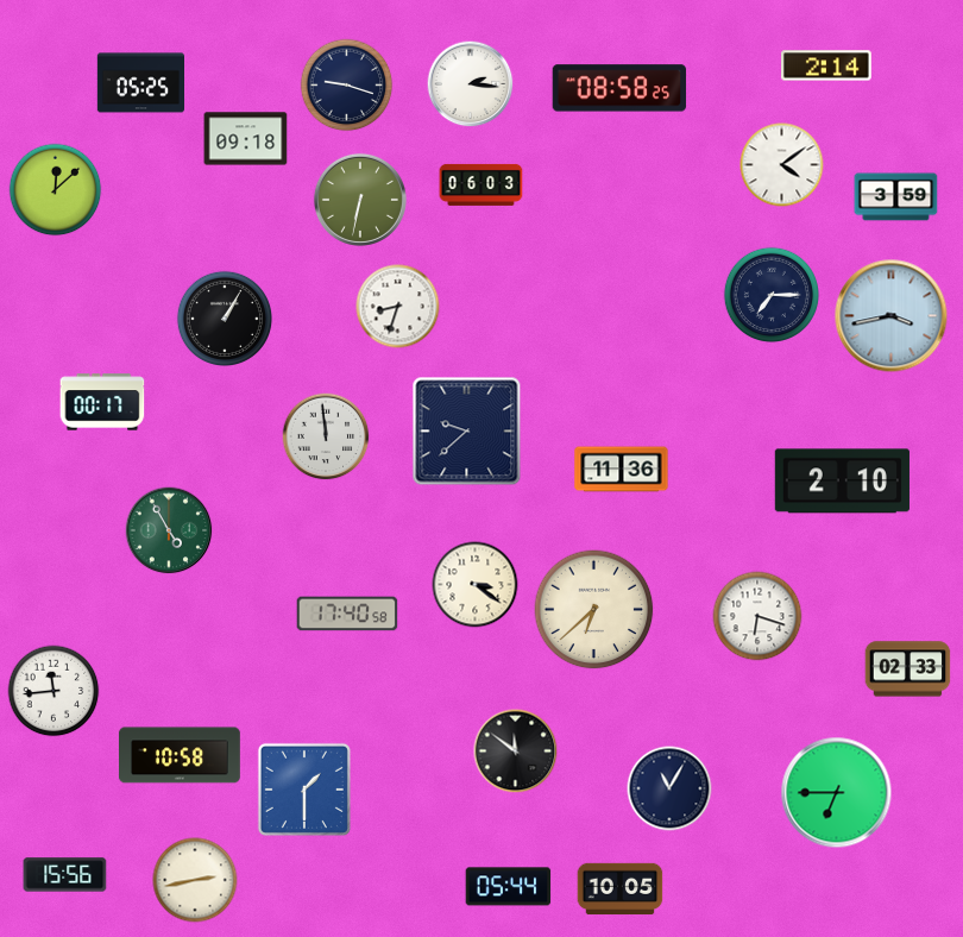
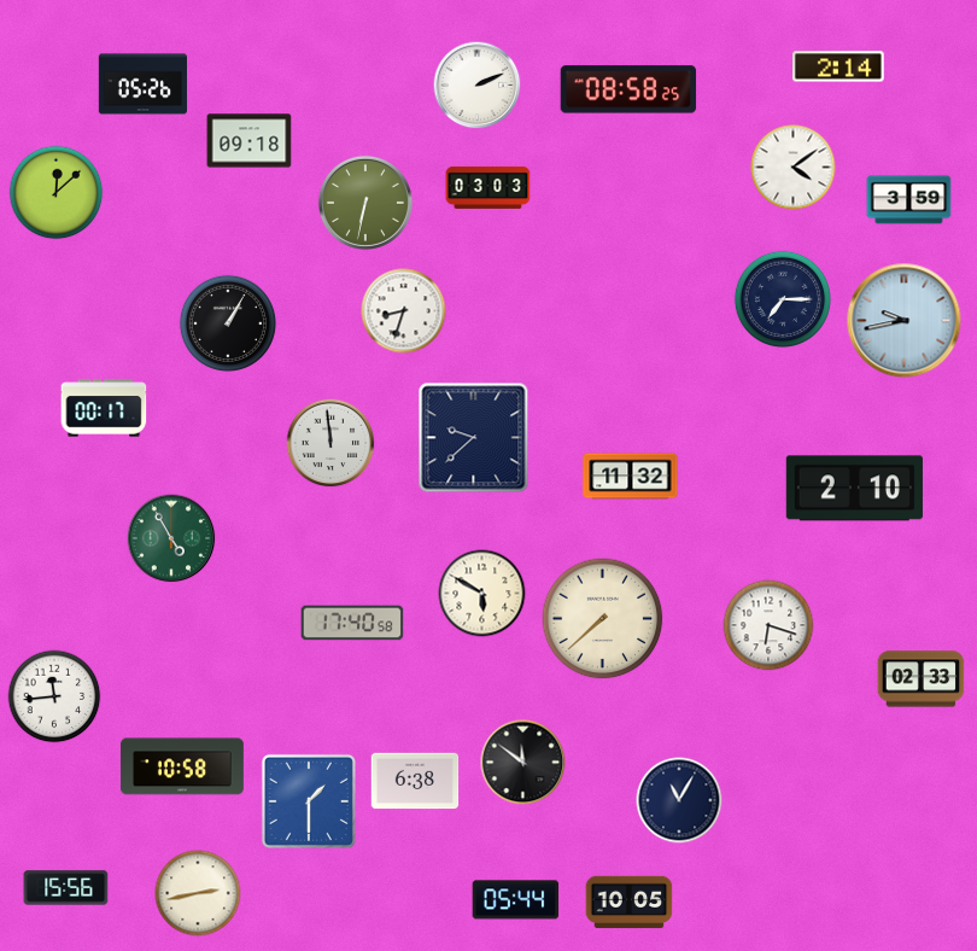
clock at (140, 83): 05:25 -> 05:26
clock at (471, 84): 2:16 -> 2:11
clock at (347, 86): 9:18 -> none
clock at (481, 184): 06:03 -> 03:03
clock at (892, 316): 3:43 -> 9:43
clock at (622, 470): 11:36 -> 11:32
clock at (476, 585): 3:21 -> 5:50
clock at (594, 610): 6:38 -> 7:38
clock at (53, 691) position: (53, 691) -> (54, 696)
clock at (415, 781): none -> 6:38
clock at (837, 793): 6:45 -> none
